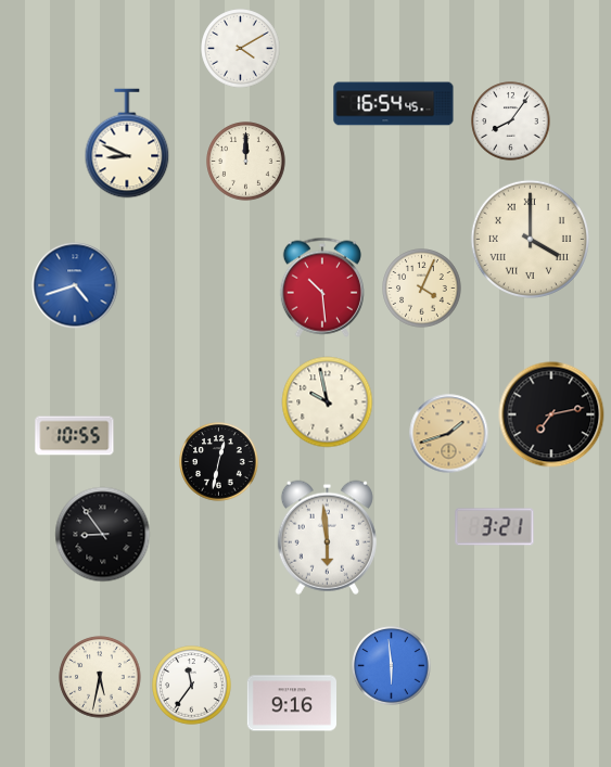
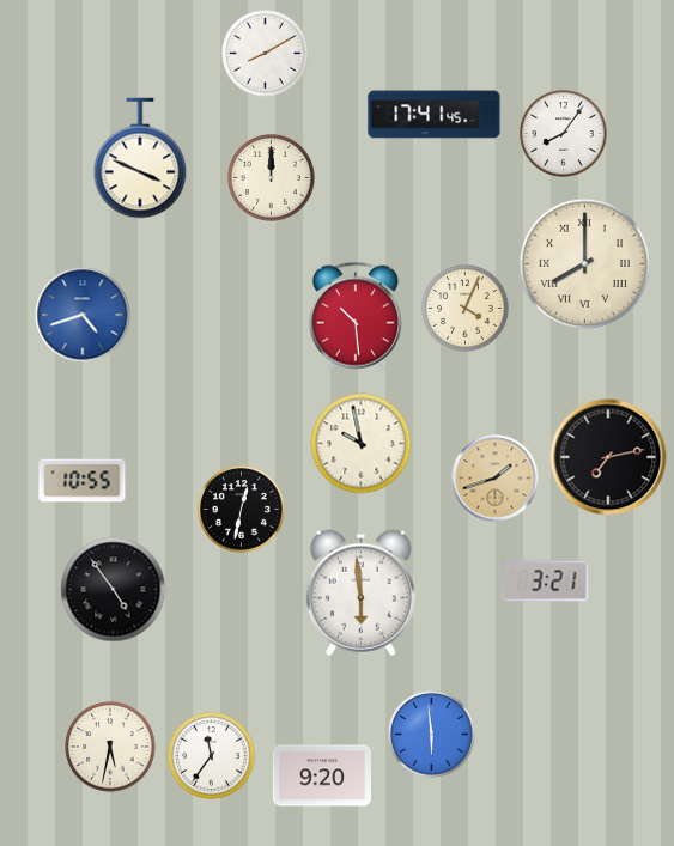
clock at (241, 49): 4:10 -> 8:10
clock at (394, 104): 16:54 -> 17:41
clock at (127, 143): 8:49 -> 3:49
clock at (530, 239): 4:00 -> 8:00
clock at (422, 289) position: (422, 289) -> (466, 309)
clock at (103, 535): 8:54 -> 4:54
clock at (291, 703): 9:16 -> 9:20
